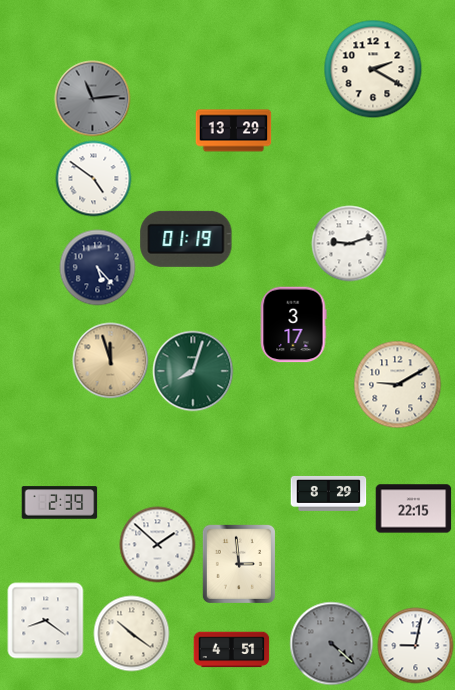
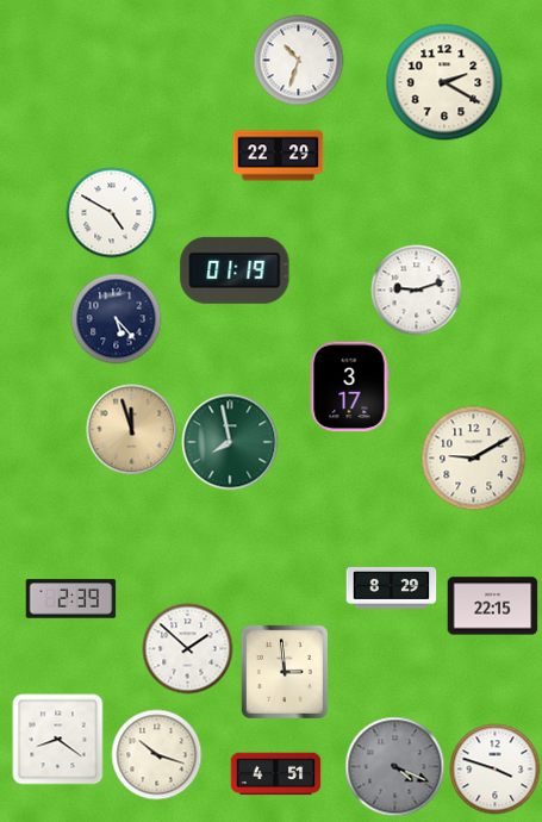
clock at (299, 61): none -> 10:33
clock at (93, 99): 11:14 -> none
clock at (234, 131): 13:29 -> 22:29
clock at (94, 179): 4:51 -> 4:50
clock at (186, 239) position: (186, 239) -> (235, 270)
clock at (193, 371): 8:03 -> 7:58
clock at (46, 621) position: (46, 621) -> (58, 740)
clock at (132, 634): 10:21 -> 10:18
clock at (332, 644): 4:22 -> 4:19
clock at (416, 646): 9:02 -> 3:48
